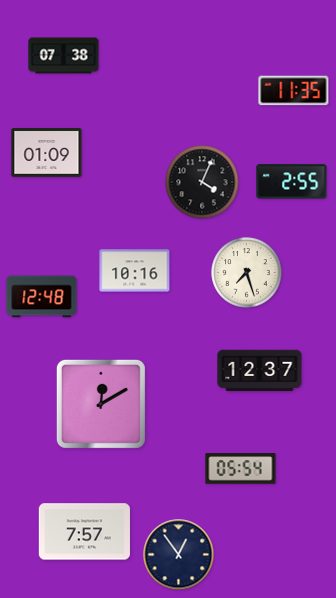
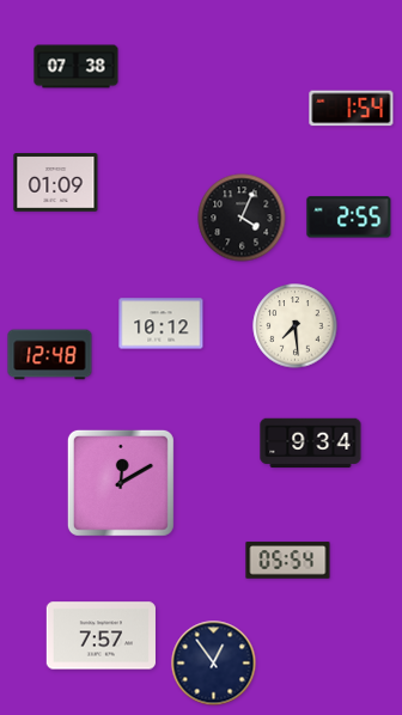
clock at (294, 91): 11:35 -> 1:54
clock at (135, 271): 10:16 -> 10:12
clock at (247, 273): 7:27 -> 7:29
clock at (260, 371): 12:37 -> 9:34
